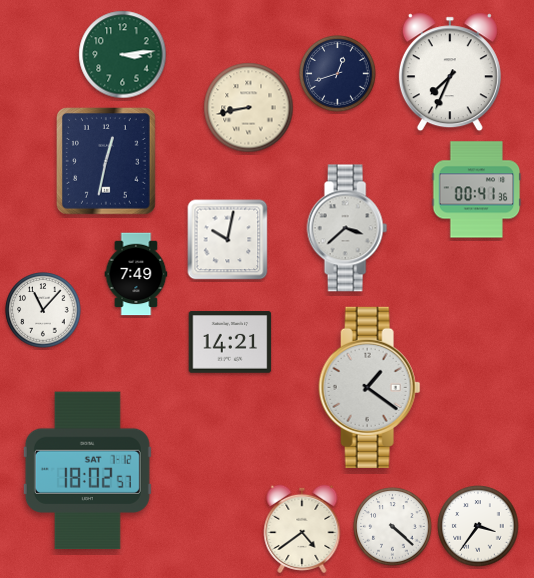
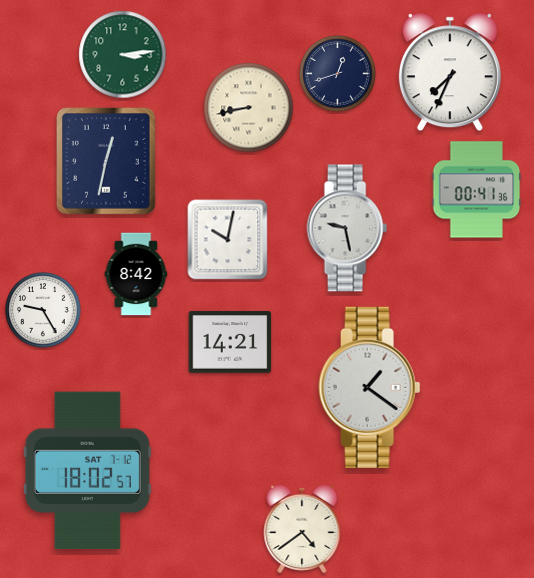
clock at (347, 228): 3:38 -> 9:28
clock at (136, 274): 7:49 -> 8:42
clock at (43, 310): 11:07 -> 9:25
clock at (478, 526): 3:36 -> none
clock at (393, 527): 4:22 -> none
